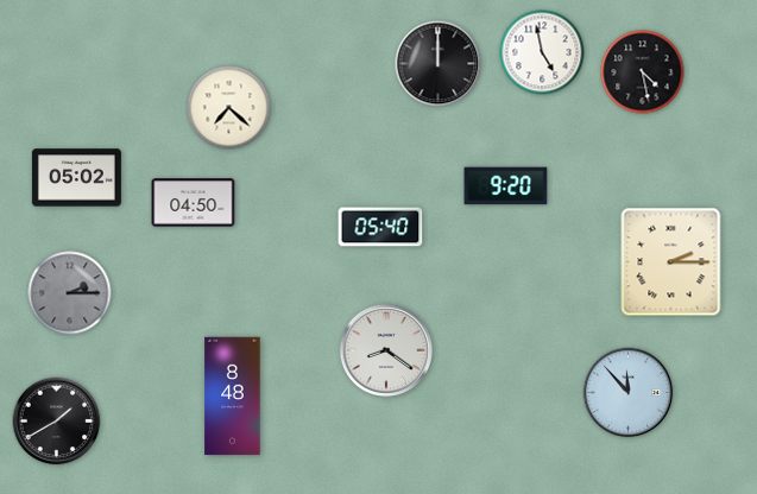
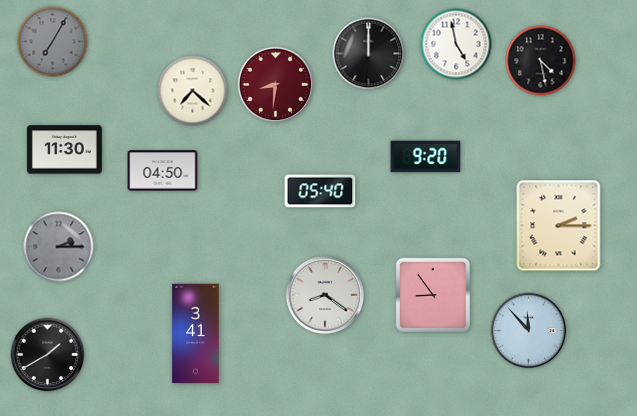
clock at (53, 42): none -> 7:05
clock at (276, 85): none -> 8:31
clock at (76, 178): 05:02 -> 11:30
clock at (671, 262) position: (671, 262) -> (559, 226)
clock at (432, 294): none -> 8:54
clock at (233, 397): 8:48 -> 3:41
